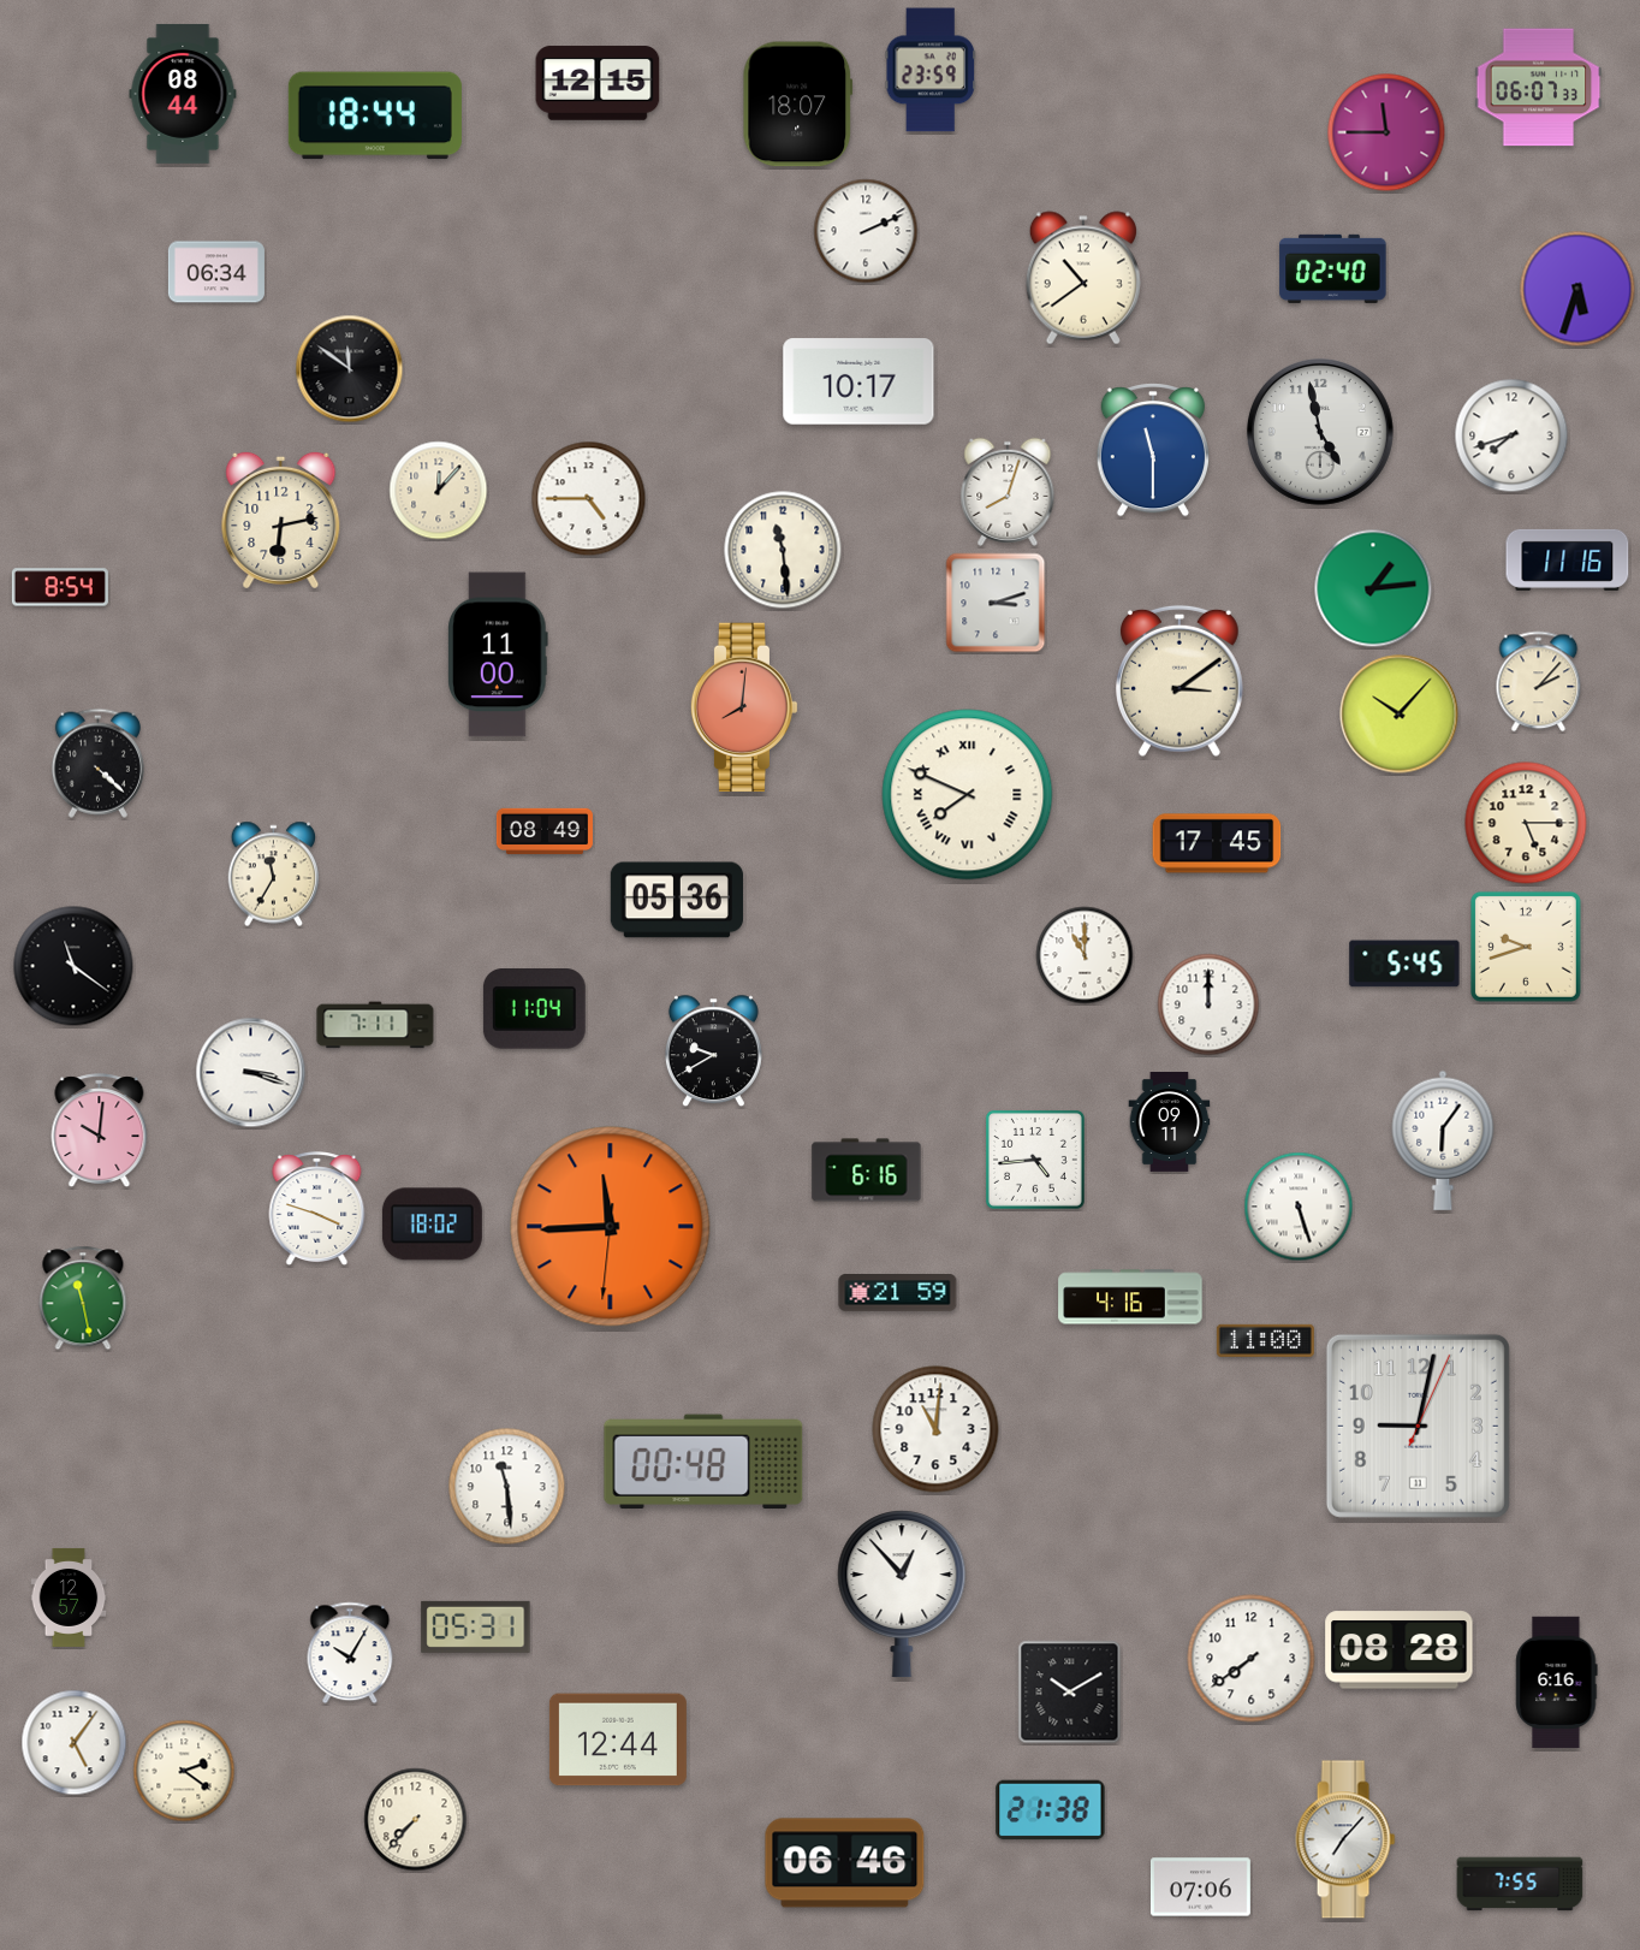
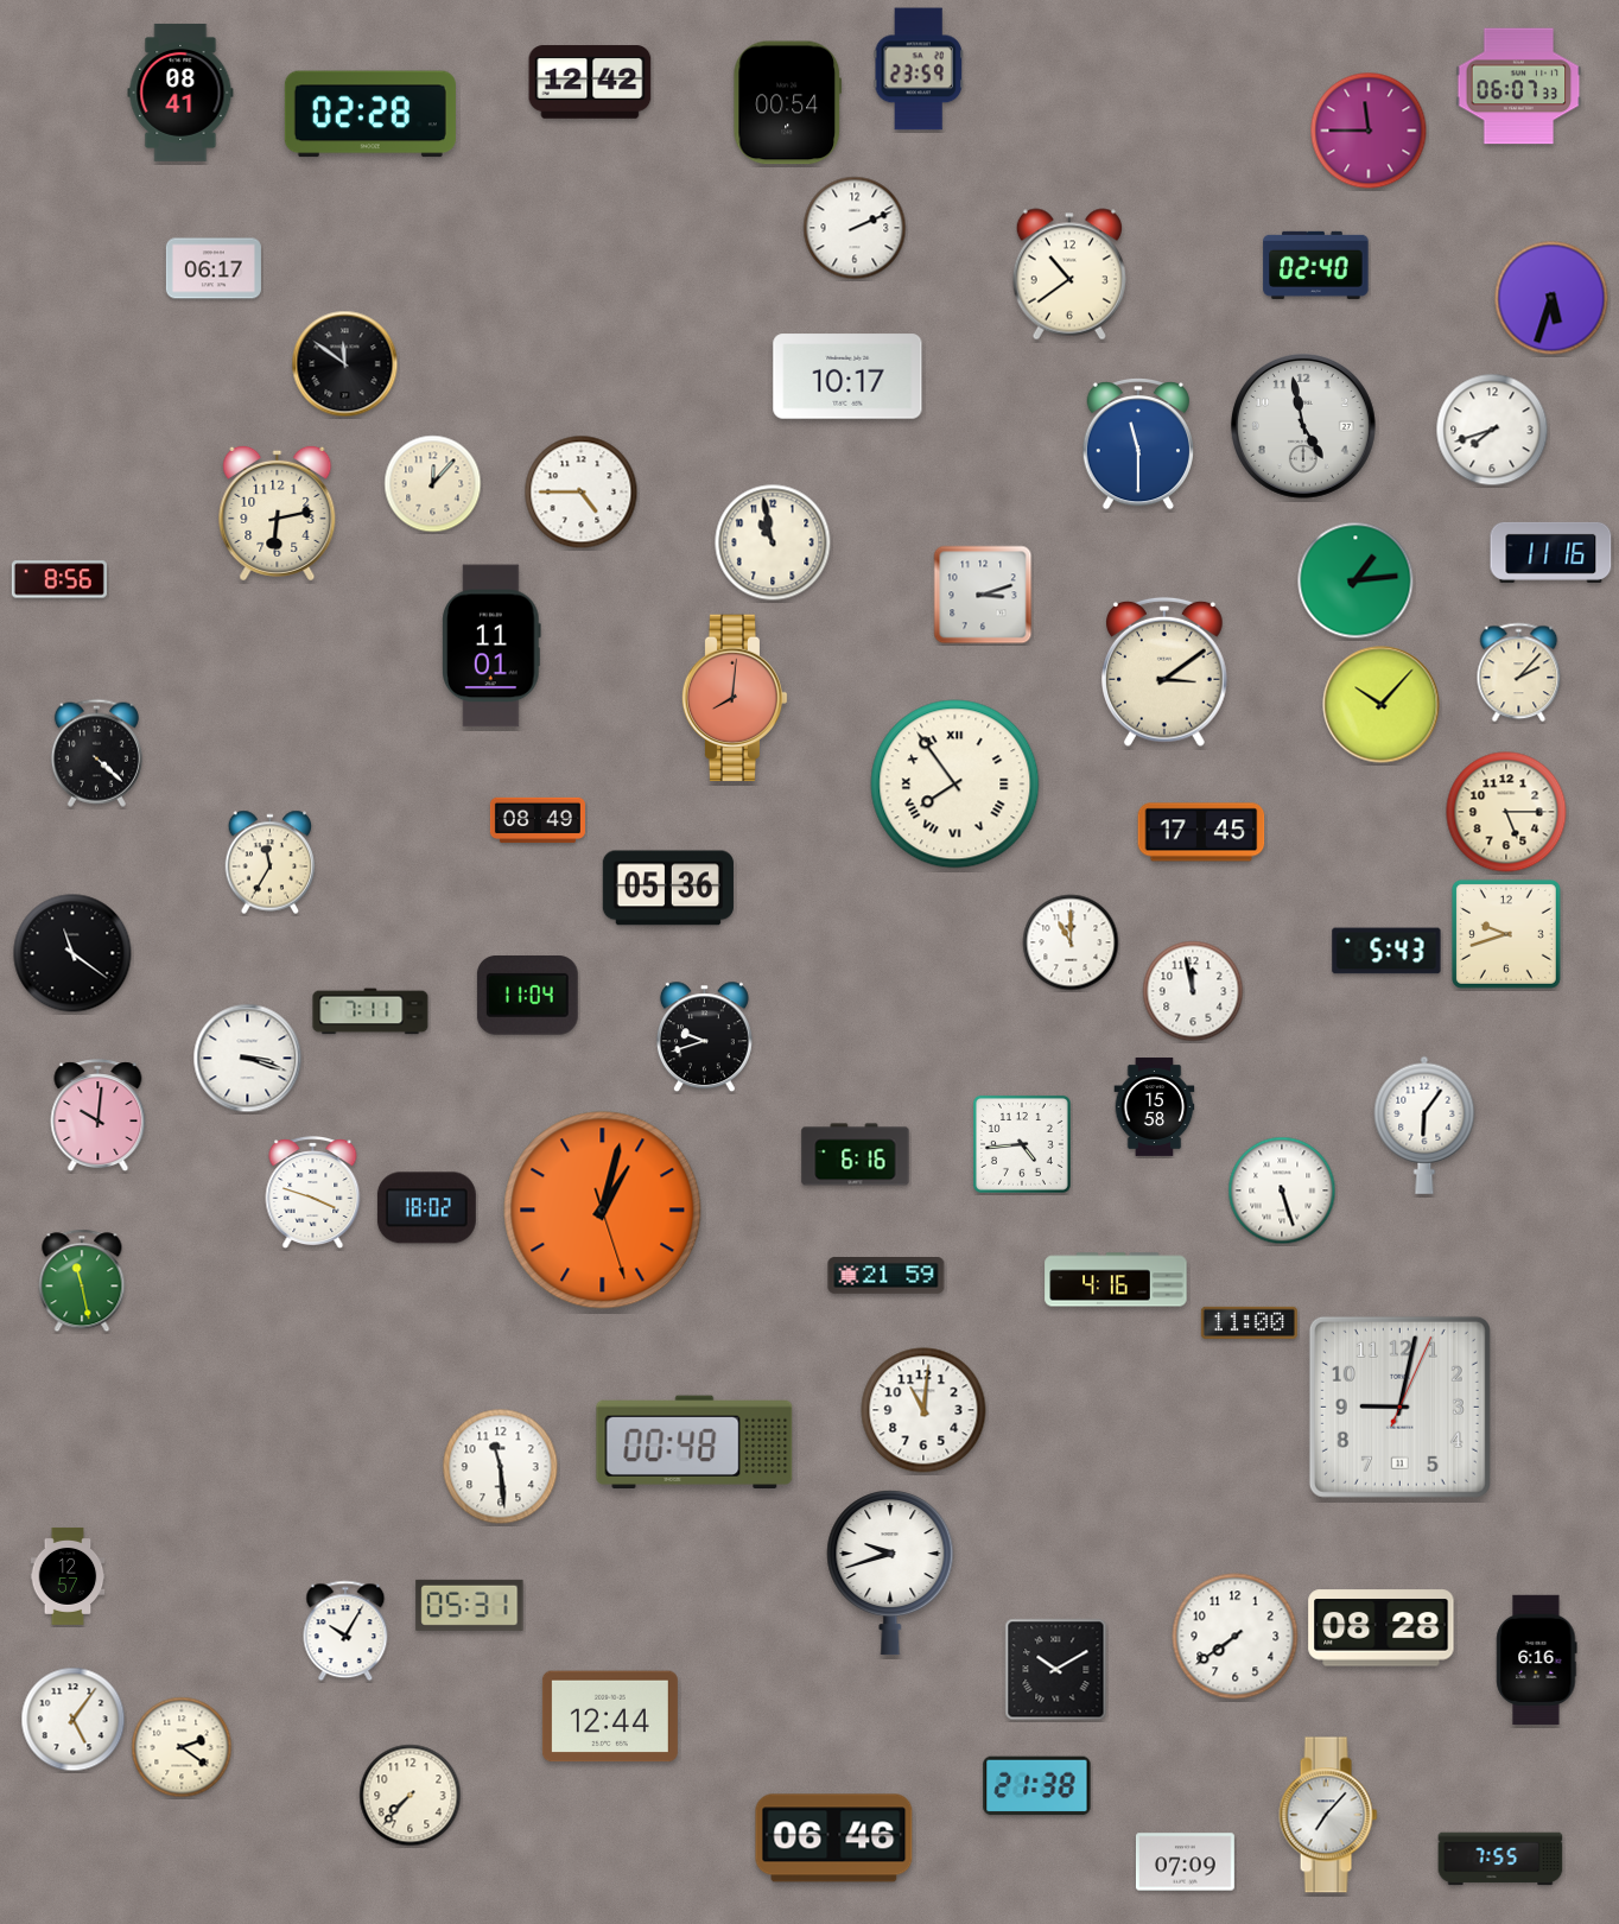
clock at (598, 83): 12:15 -> 12:42
clock at (183, 94): 08:44 -> 08:41
clock at (798, 105): 18:07 -> 00:54
clock at (375, 115): 18:44 -> 02:28
clock at (216, 272): 06:34 -> 06:17
clock at (1577, 289) position: (1577, 289) -> (1551, 298)
clock at (1008, 492): 8:03 -> none
clock at (783, 550): 11:29 -> 10:58
clock at (1568, 559) position: (1568, 559) -> (1551, 552)
clock at (60, 587): 8:54 -> 8:56
clock at (499, 654): 11:00 -> 11:01
clock at (968, 795): 7:49 -> 7:54
clock at (1404, 964): 5:45 -> 5:43
clock at (1208, 1004): 12:00 -> 11:58
clock at (713, 1051): 9:40 -> 9:42
clock at (1170, 1122): 09:11 -> 15:58
clock at (611, 1227): 11:44 -> 1:02
clock at (902, 1594): 12:53 -> 9:42
clock at (1200, 1887): 07:06 -> 07:09
